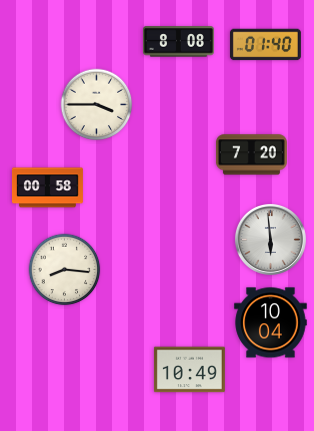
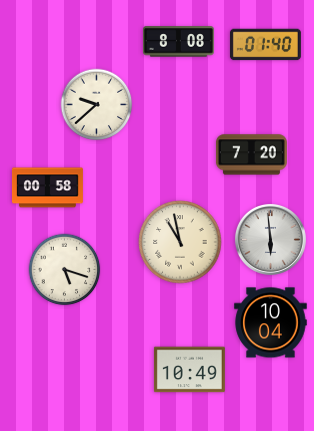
clock at (97, 105): 3:45 -> 9:38
clock at (180, 242): none -> 10:58
clock at (65, 270): 8:16 -> 5:18
